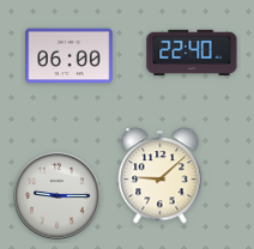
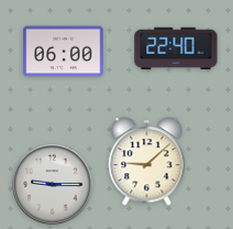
clock at (58, 196) position: (58, 196) -> (53, 185)
